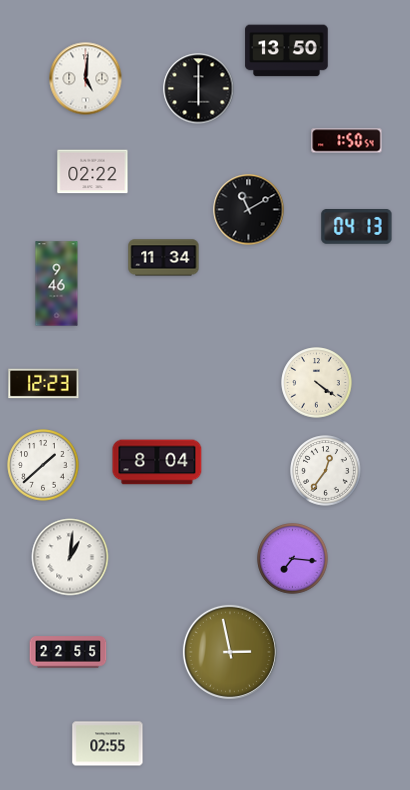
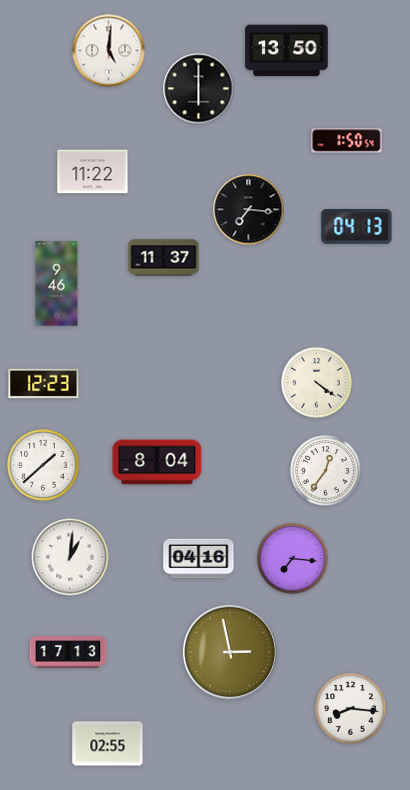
clock at (86, 79) position: (86, 79) -> (109, 51)
clock at (93, 172): 02:22 -> 11:22
clock at (249, 210): 11:10 -> 7:16
clock at (164, 258): 11:34 -> 11:37
clock at (199, 559): none -> 04:16
clock at (68, 652): 22:55 -> 17:13
clock at (351, 709): none -> 8:16
